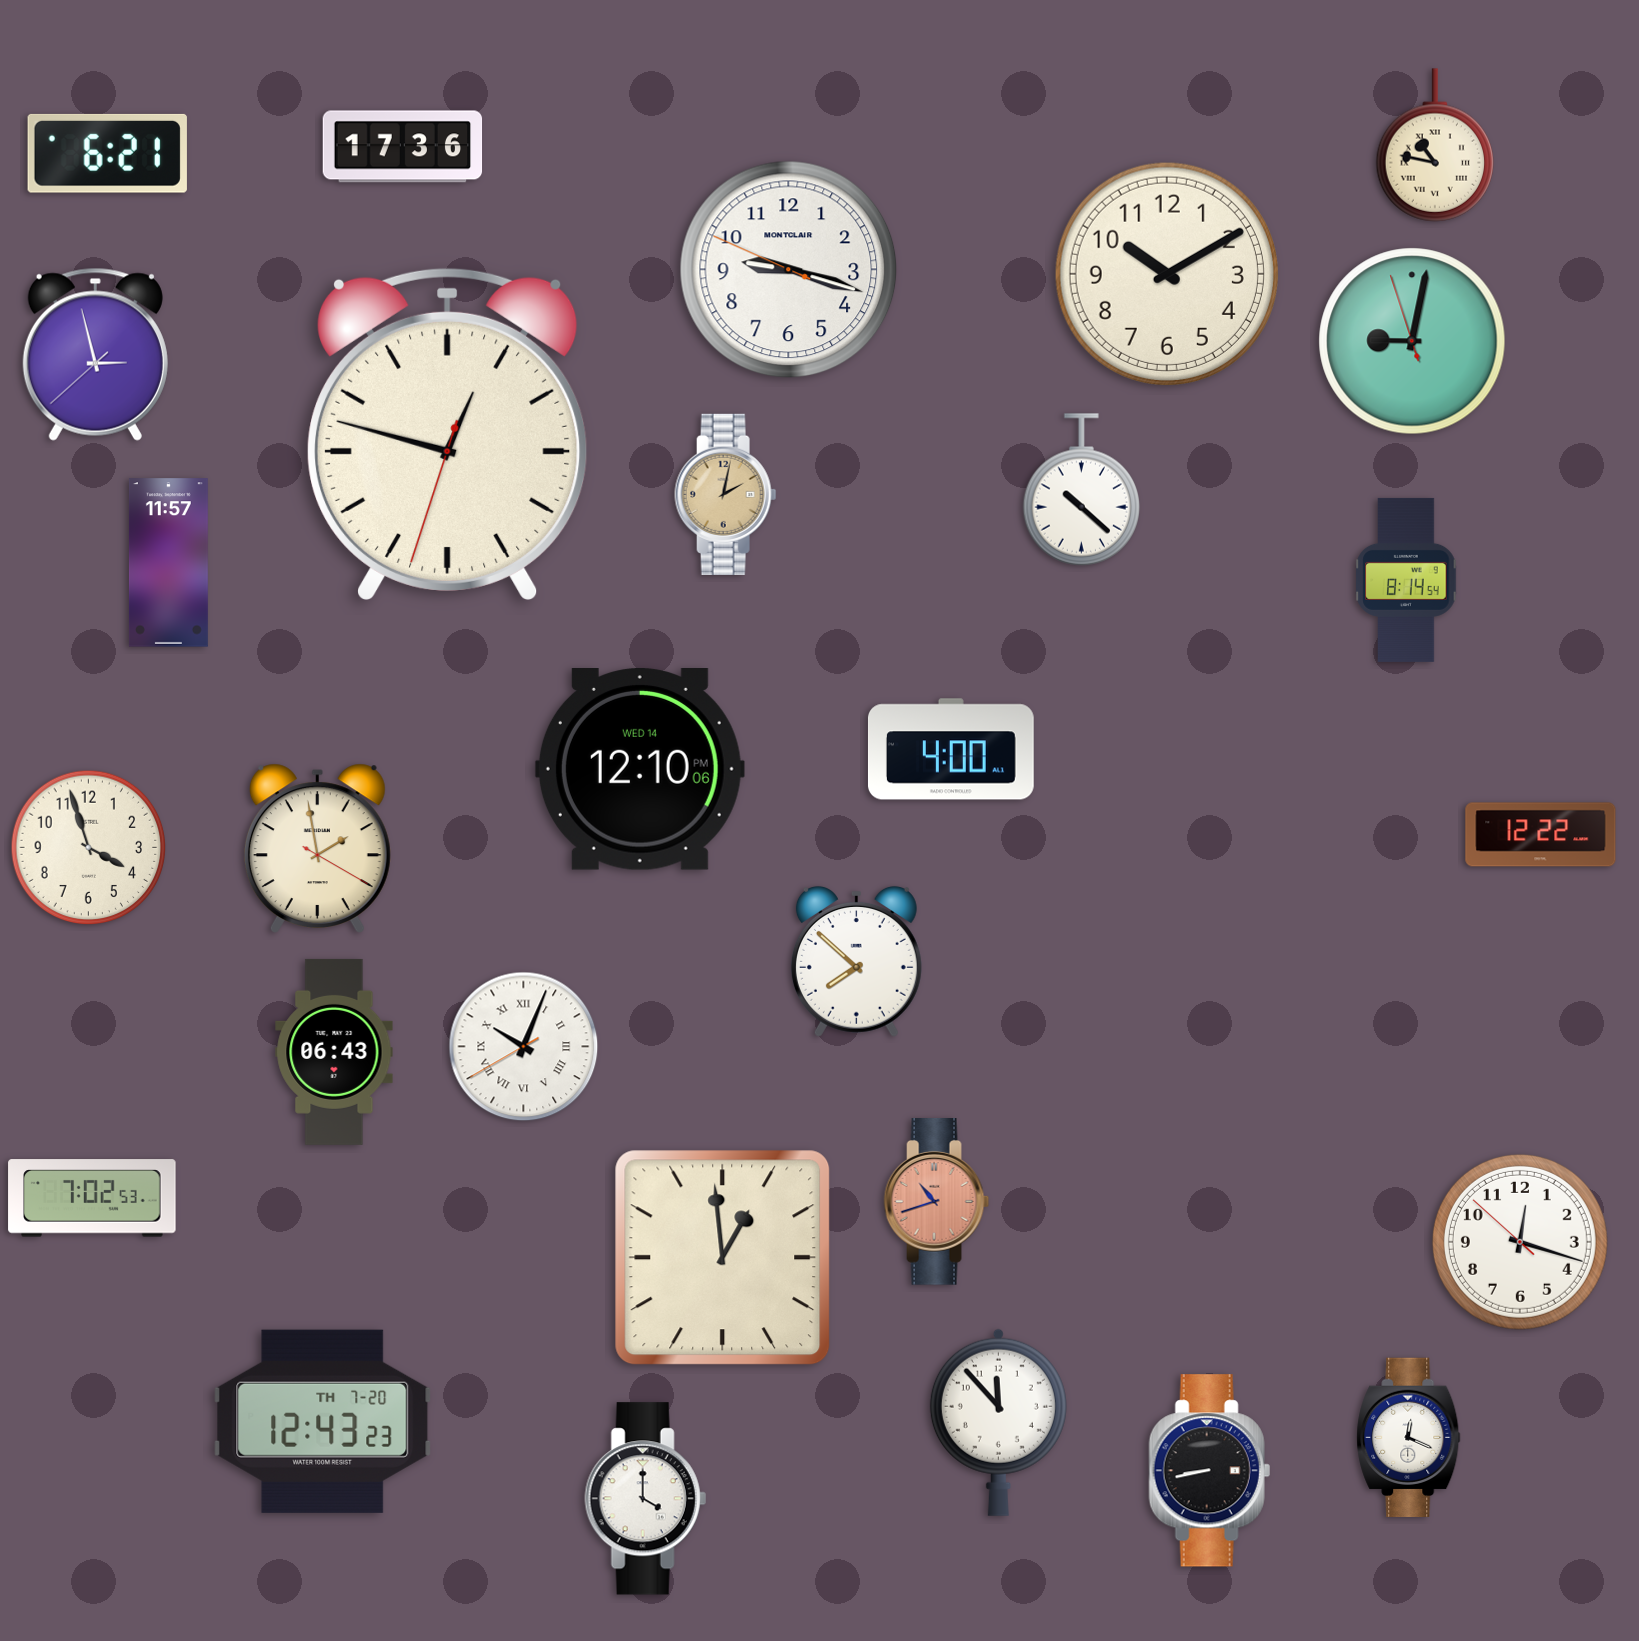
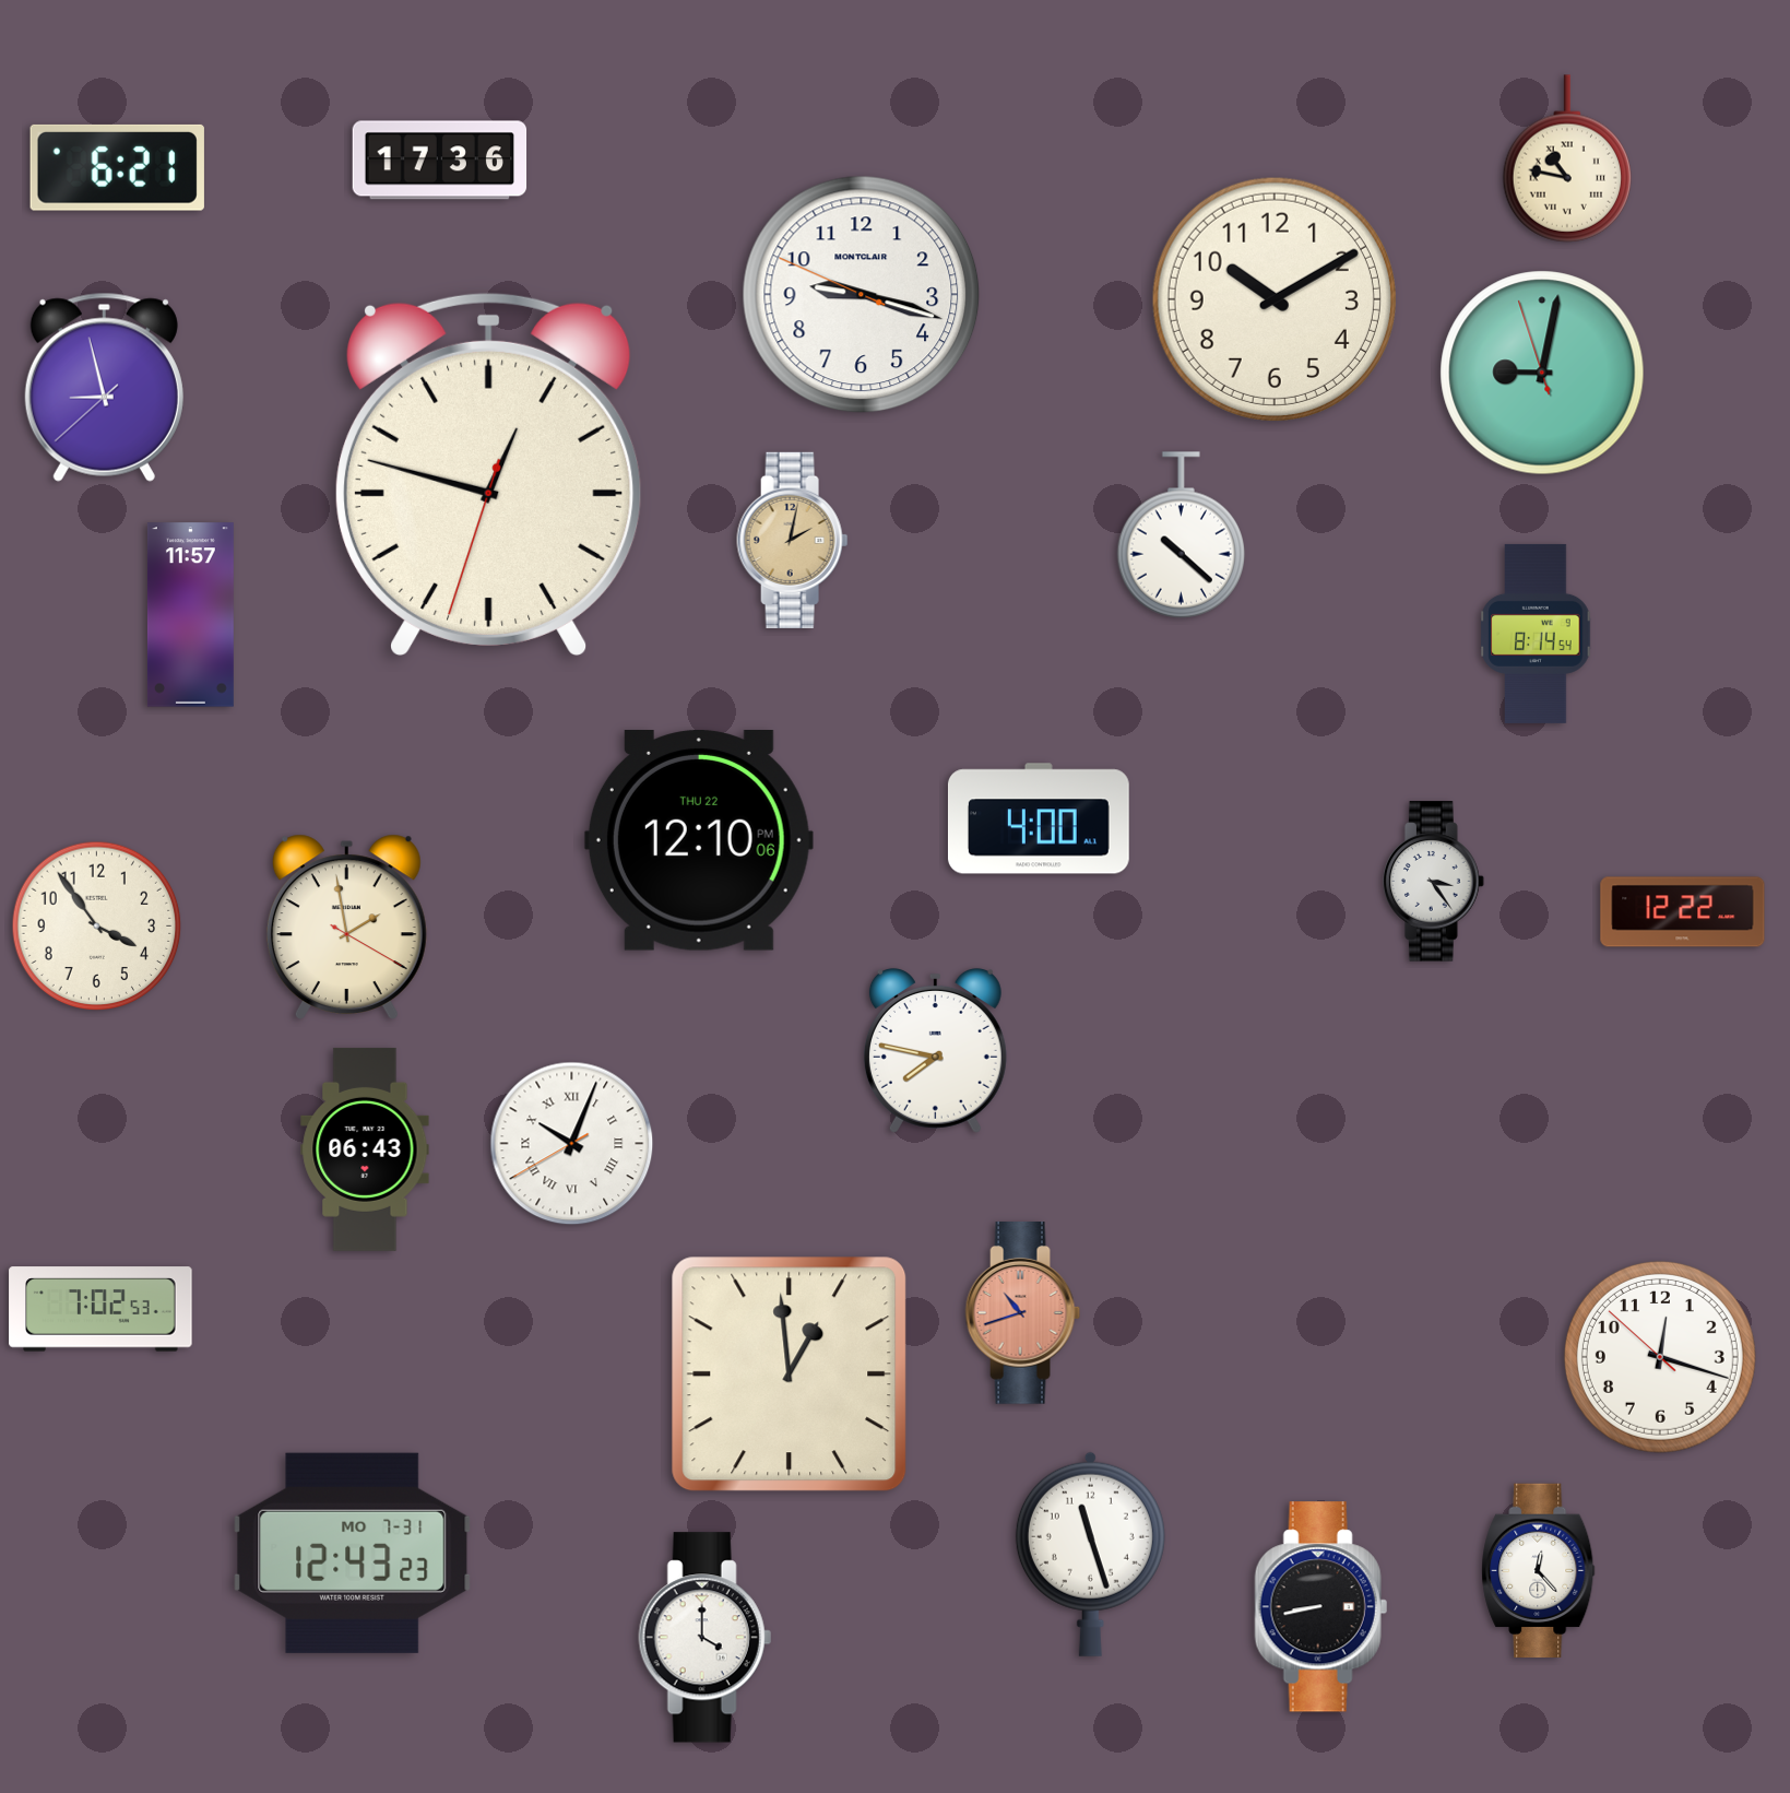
clock at (95, 354): 2:57 -> 8:57
clock at (168, 563) position: (168, 563) -> (190, 615)
clock at (640, 770) date: WED 14 -> THU 22
clock at (1434, 882): none -> 3:24
clock at (89, 848): 3:57 -> 3:54
clock at (856, 961): 7:52 -> 7:47
clock at (323, 1421) date: TH 7-20 -> MO 7-31
clock at (998, 1422): 11:53 -> 11:27
clock at (1409, 1438): 12:19 -> 12:23
